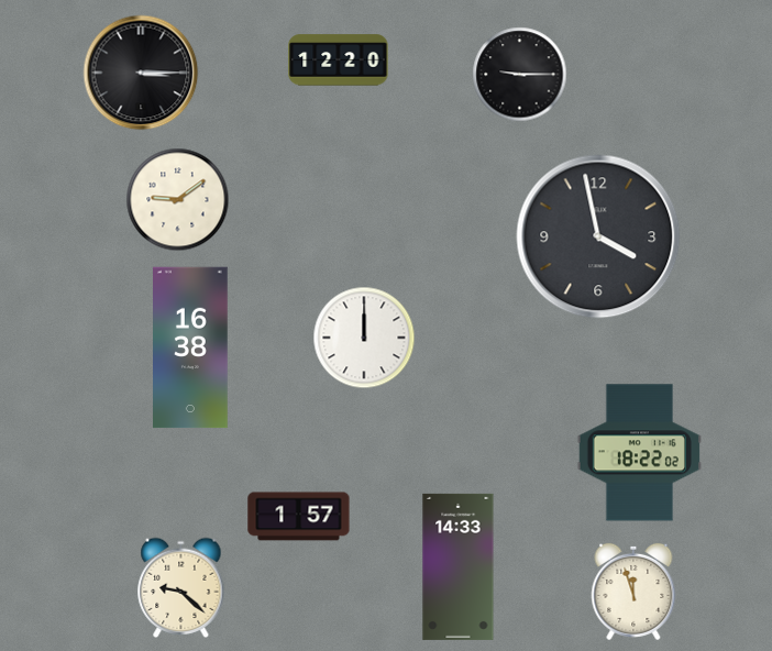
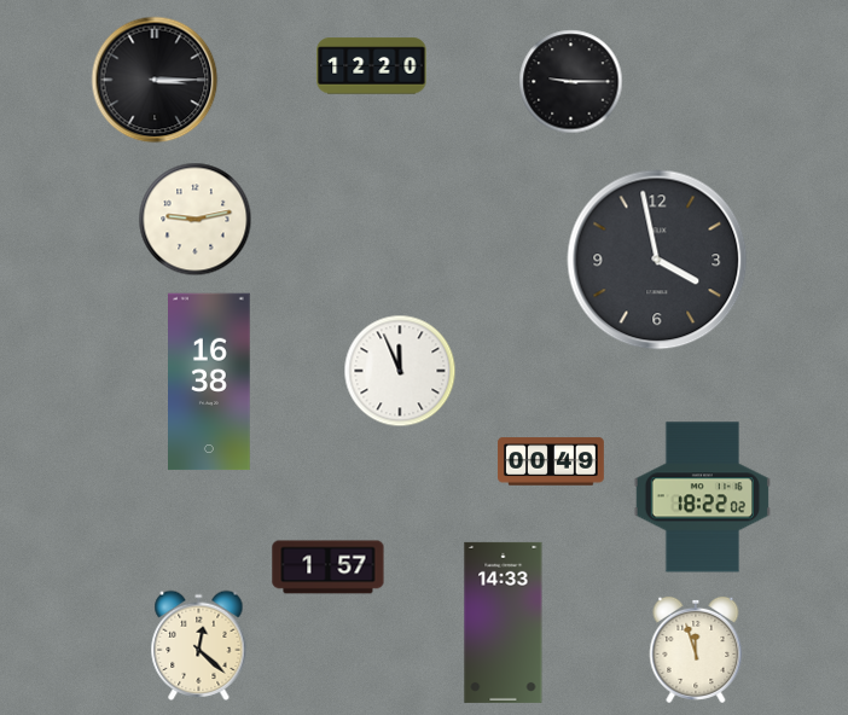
clock at (178, 200): 9:09 -> 9:13
clock at (364, 338): 12:00 -> 11:56
clock at (551, 461): none -> 00:49
clock at (181, 587): 9:22 -> 12:22
